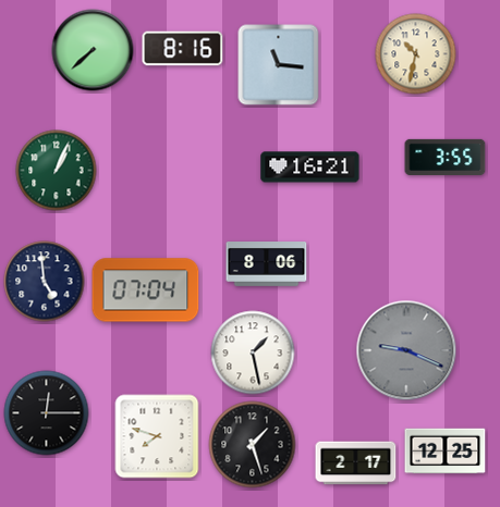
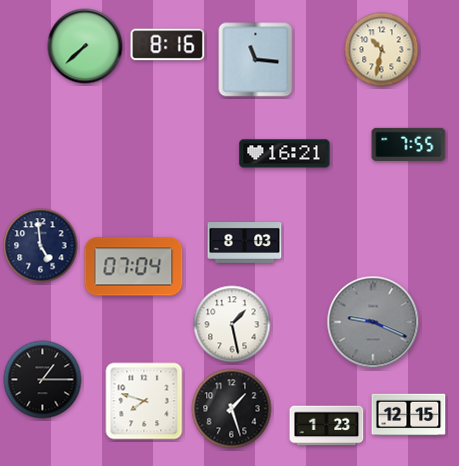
clock at (446, 157): 3:55 -> 7:55
clock at (57, 171): 1:04 -> none
clock at (267, 264): 8:06 -> 8:03
clock at (45, 282) position: (45, 282) -> (41, 246)
clock at (47, 413): 12:15 -> 1:15
clock at (446, 452): 12:25 -> 12:15
clock at (356, 463): 2:17 -> 1:23
